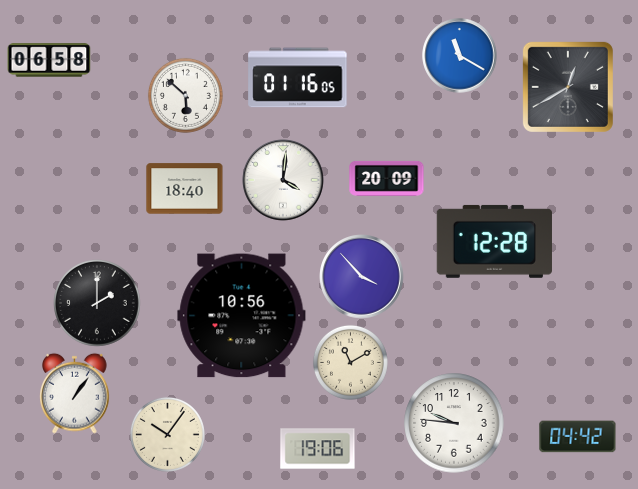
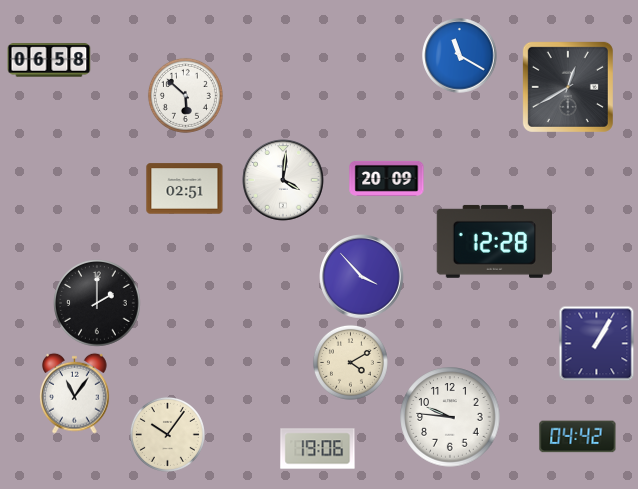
clock at (298, 78): 01:16 -> none
clock at (185, 189): 18:40 -> 02:51
clock at (242, 316): 10:56 -> none
clock at (597, 344): none -> 1:05
clock at (350, 362): 11:10 -> 4:10
clock at (75, 393): 1:06 -> 11:06
clock at (454, 423) position: (454, 423) -> (450, 417)
